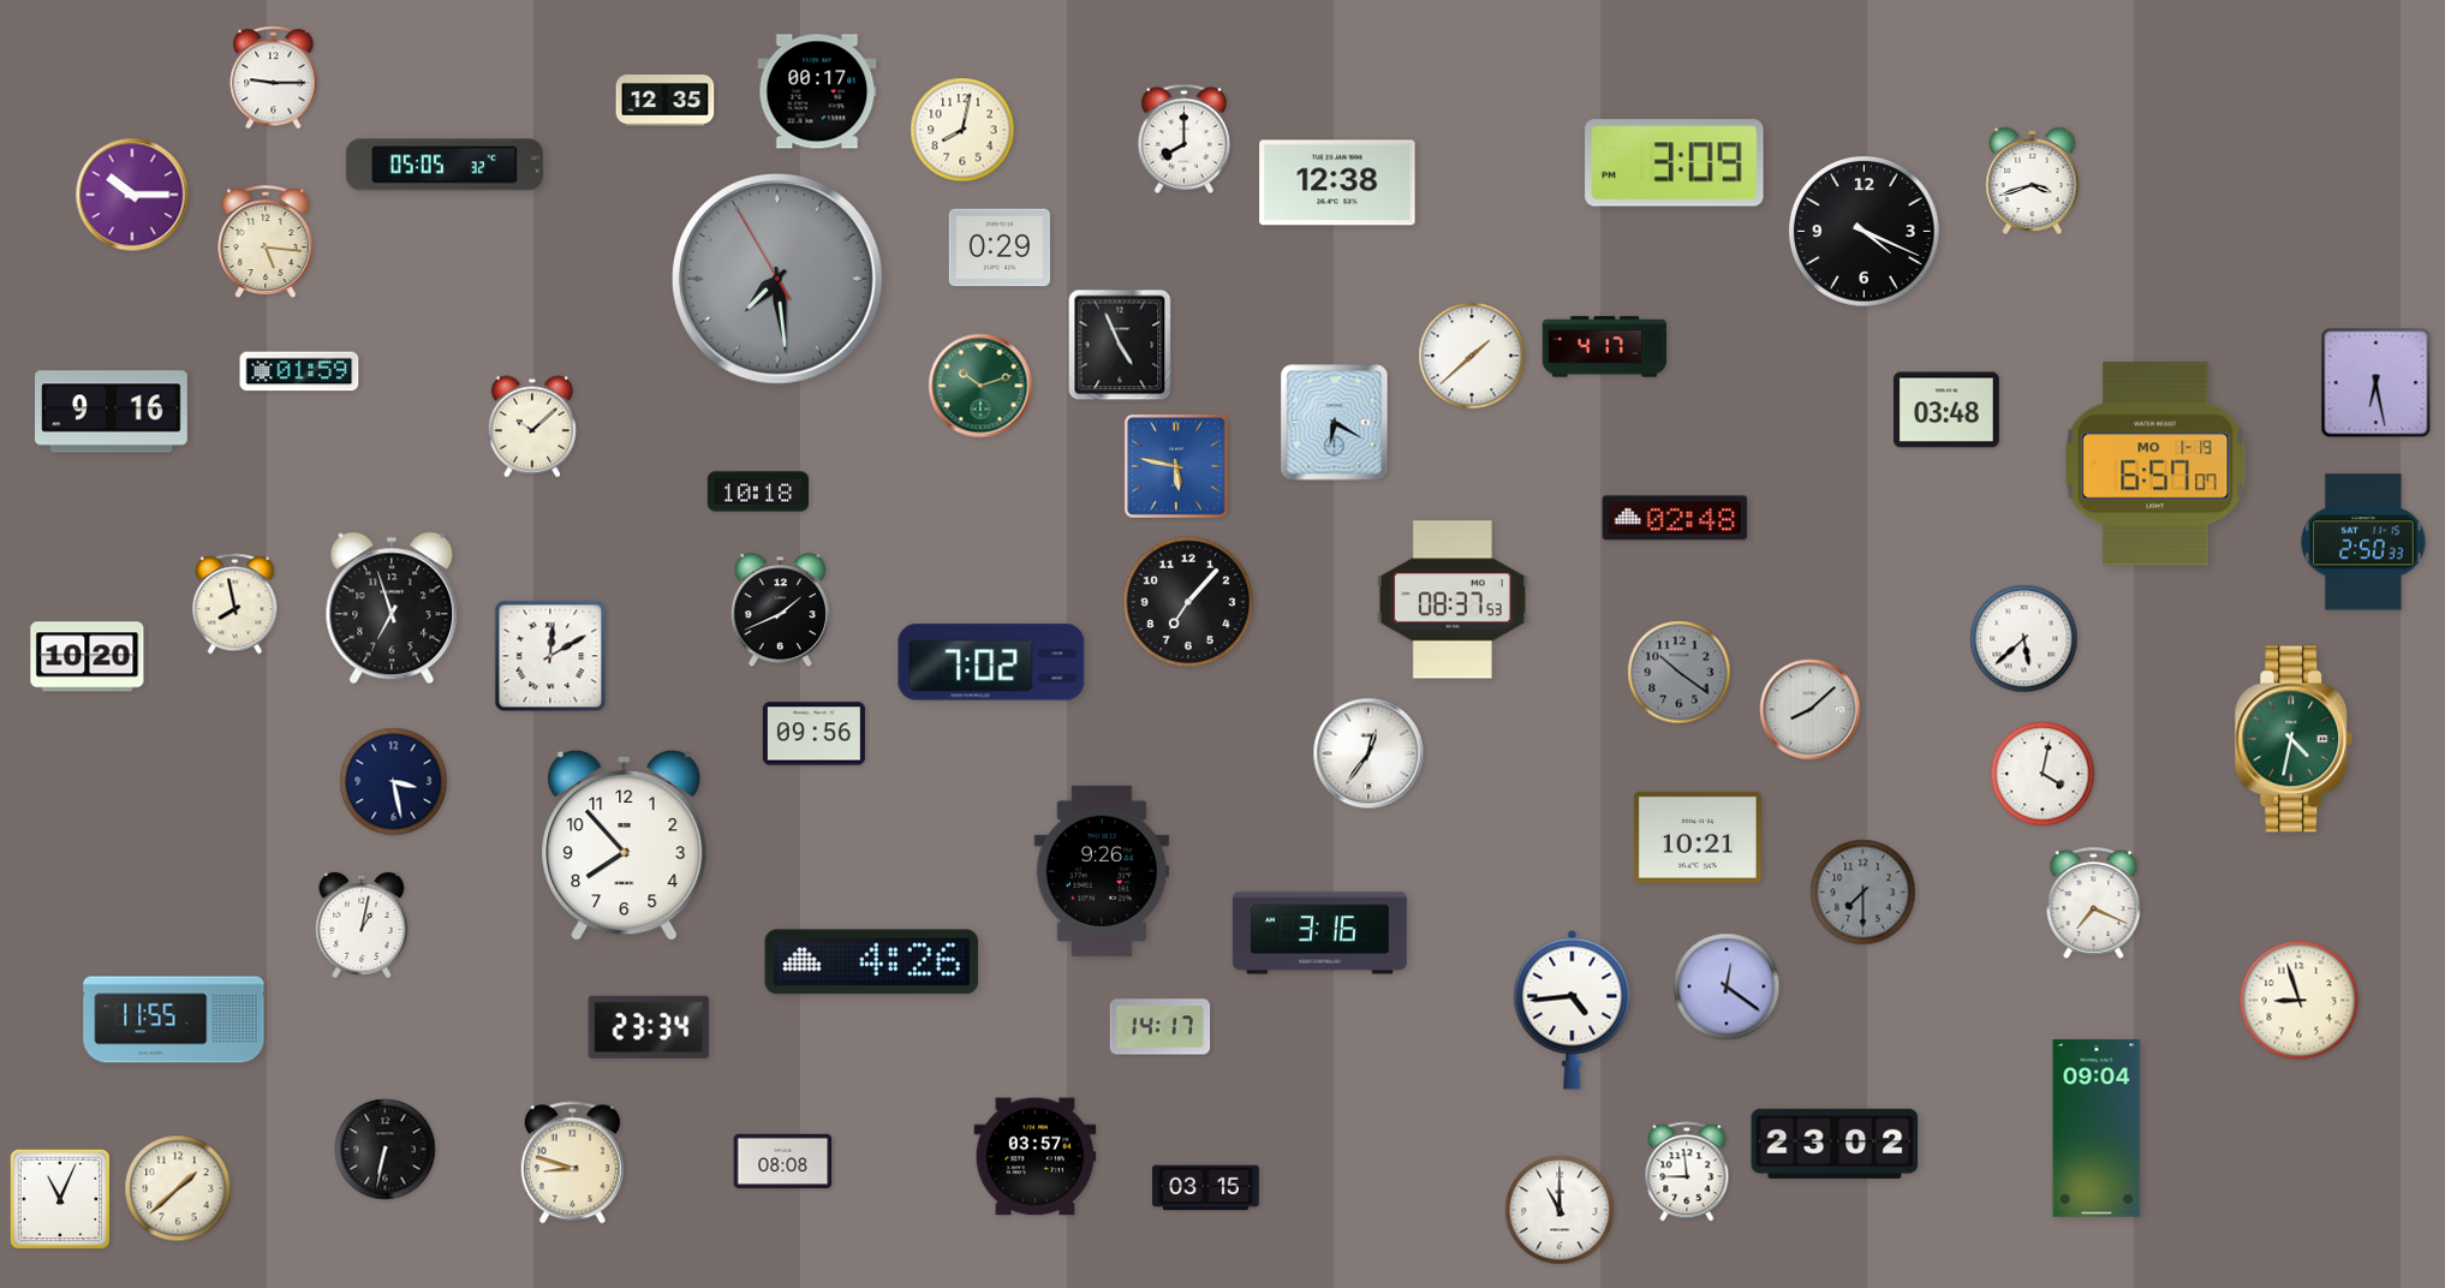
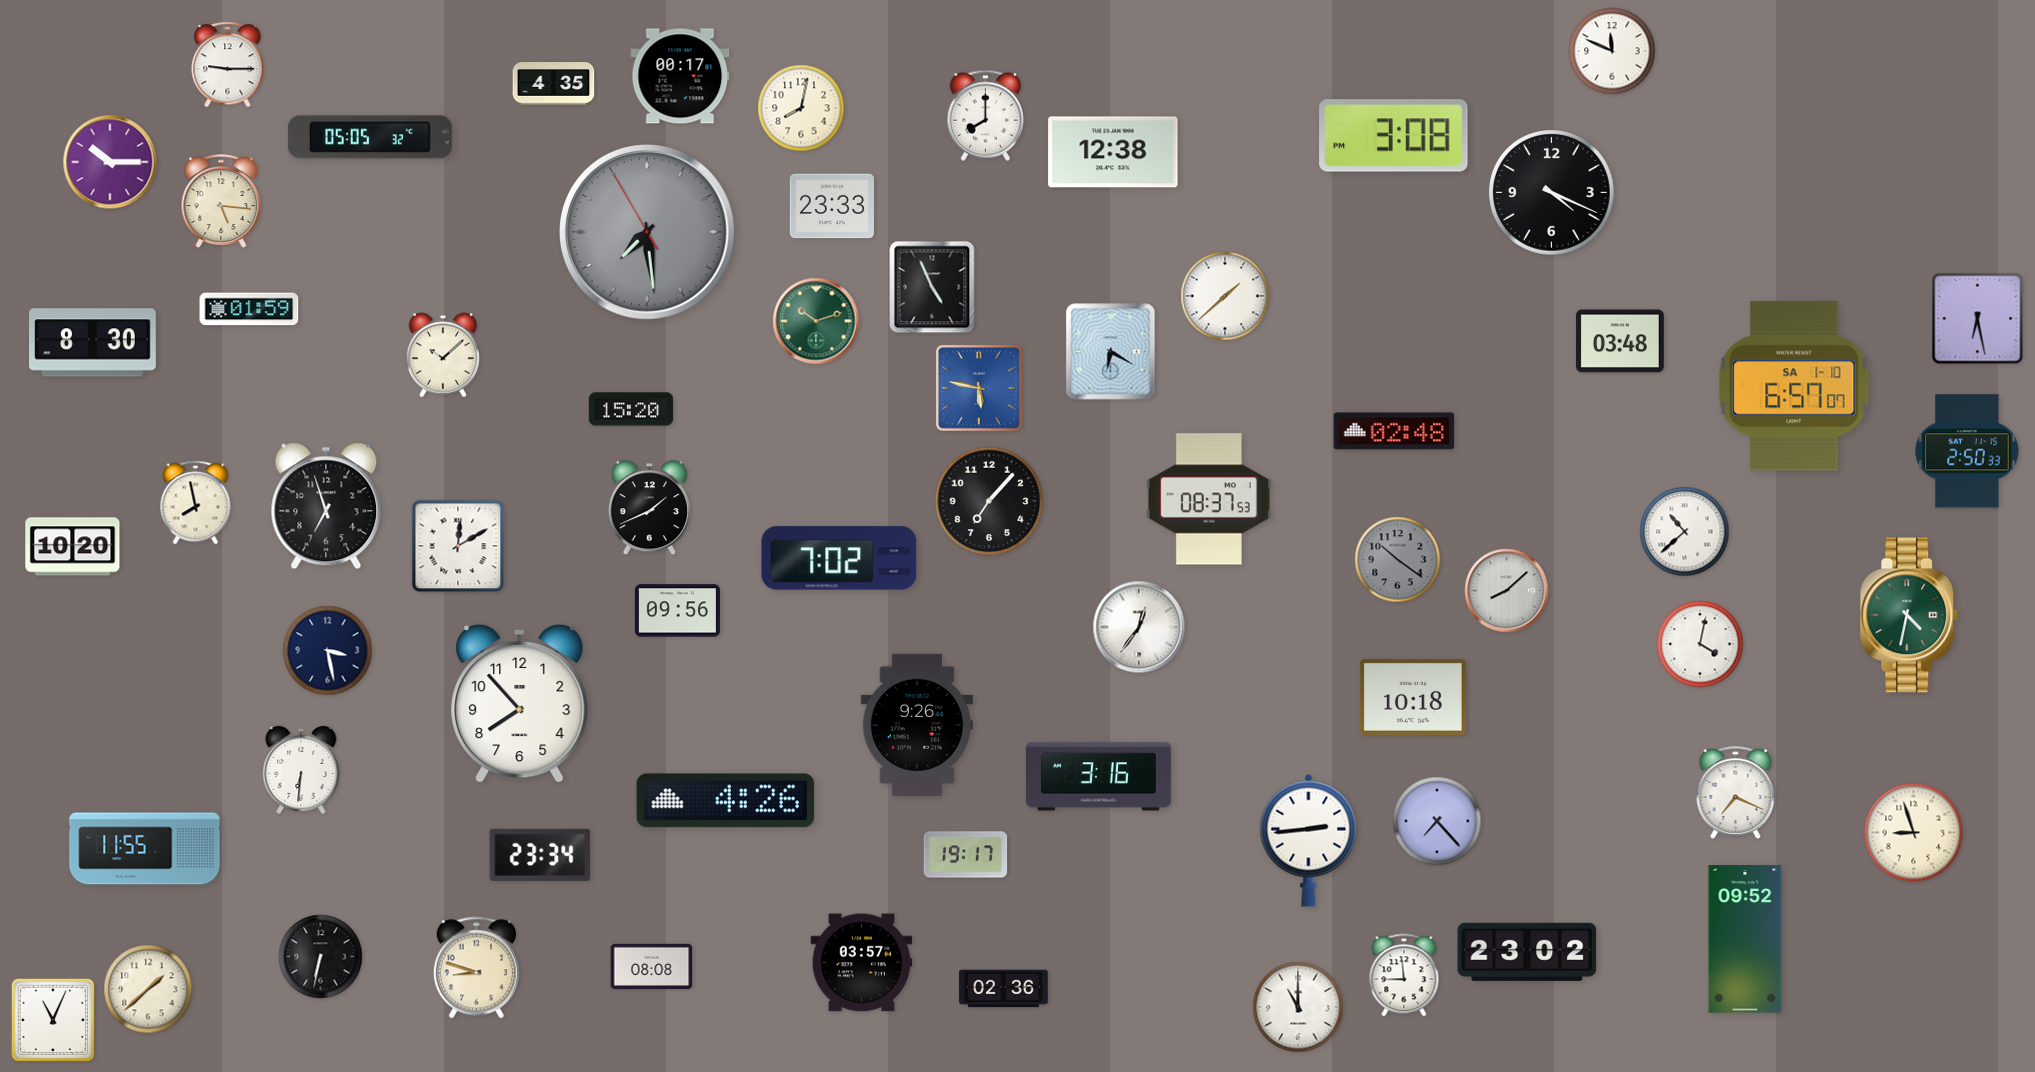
clock at (1612, 51): none -> 11:49
clock at (666, 101): 12:35 -> 4:35
clock at (1675, 163): 3:09 -> 3:08
clock at (2033, 180): 3:42 -> none
clock at (998, 248): 0:29 -> 23:33
clock at (1604, 347): 4:17 -> none
clock at (112, 412): 9:16 -> 8:30
clock at (2155, 464) date: MO 1-19 -> SA 1-10
clock at (758, 491): 10:18 -> 15:20
clock at (2024, 639): 5:38 -> 10:38
clock at (991, 662) position: (991, 662) -> (839, 558)
clock at (1698, 837): 10:21 -> 10:18
clock at (1863, 893): 7:30 -> none
clock at (2094, 902) position: (2094, 902) -> (1736, 792)
clock at (362, 925): 1:02 -> 6:31
clock at (1727, 986): 12:21 -> 7:23
clock at (1573, 1009): 4:44 -> 2:44
clock at (1161, 1027): 14:17 -> 19:17
clock at (2097, 1128): 09:04 -> 09:52
clock at (1206, 1188): 03:15 -> 02:36
clock at (60, 1199) position: (60, 1199) -> (53, 1020)
